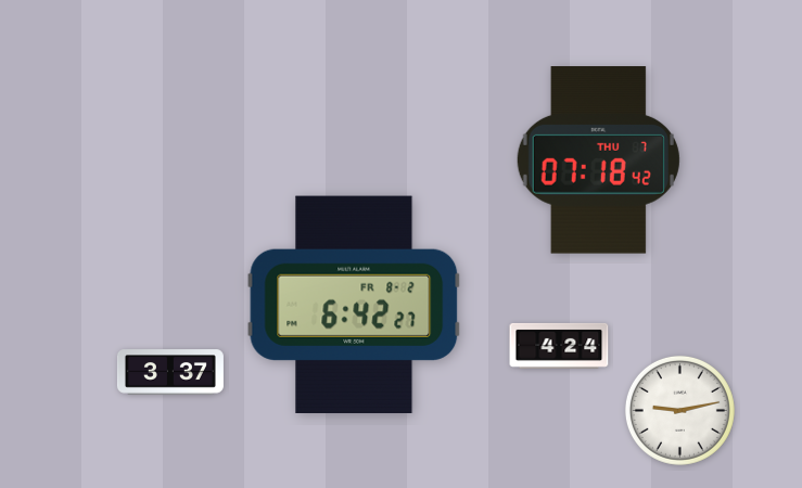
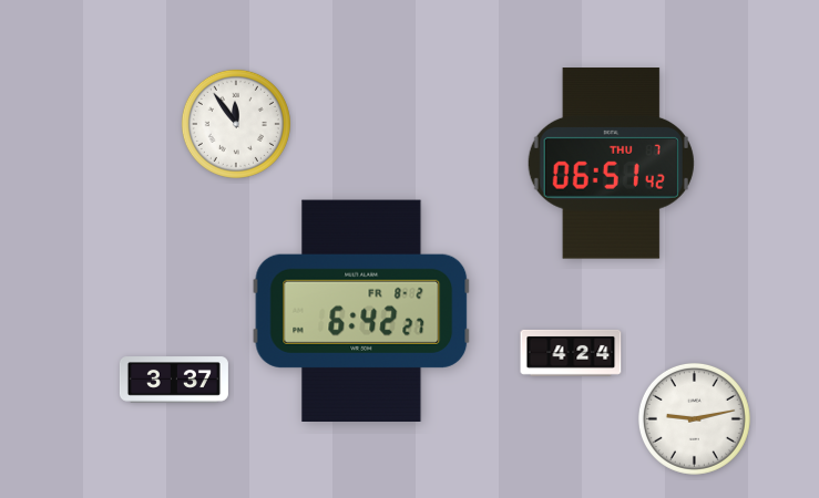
clock at (236, 124): none -> 11:54
clock at (598, 160): 07:18 -> 06:51
